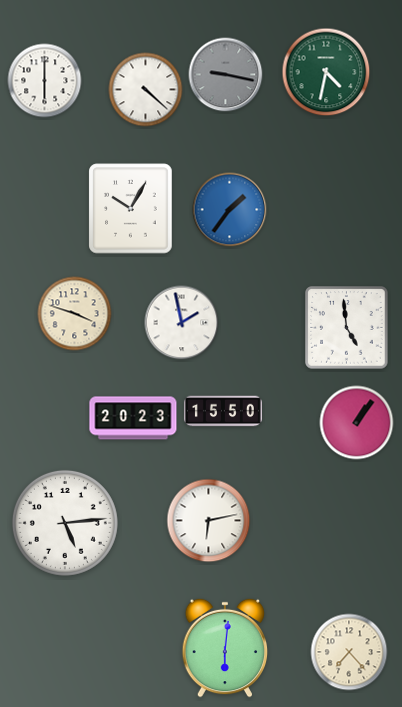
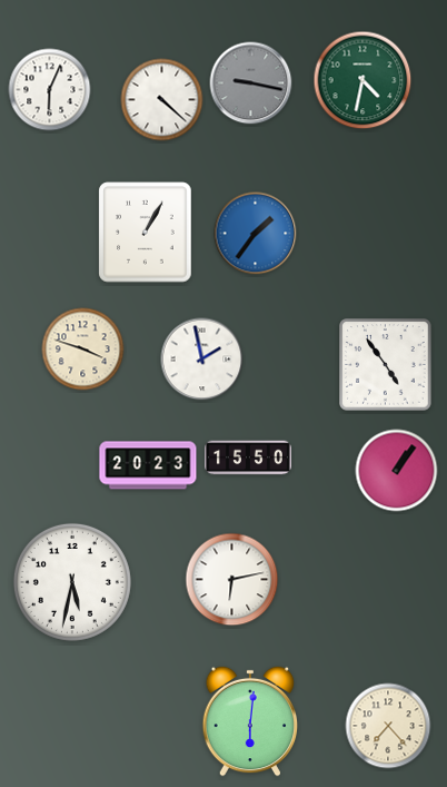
clock at (45, 81): 6:00 -> 6:04
clock at (131, 209): 10:05 -> 1:05
clock at (347, 328): 4:59 -> 4:54
clock at (65, 523): 5:14 -> 5:32
